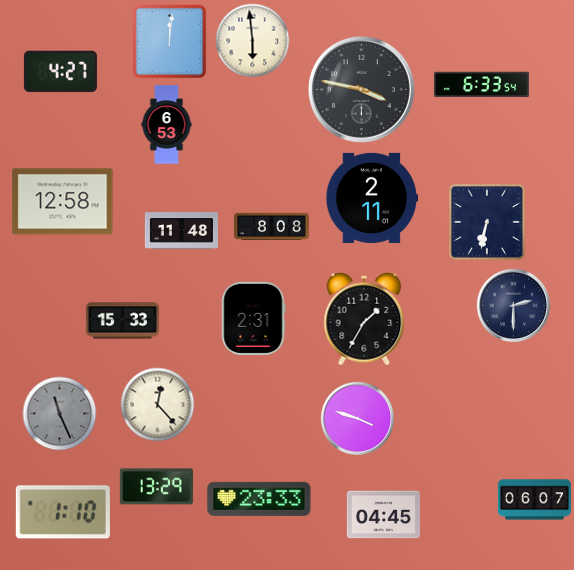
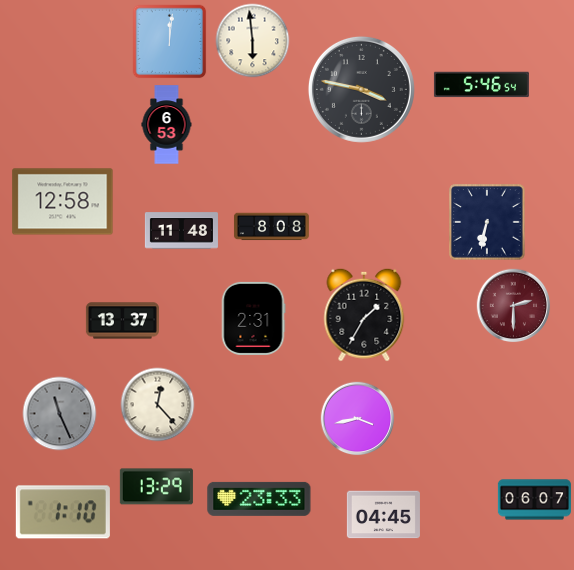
clock at (60, 72): 4:27 -> none
clock at (481, 85): 6:33 -> 5:46
clock at (372, 198): 2:11 -> none
clock at (514, 306) dial: navy -> burgundy
clock at (364, 319) position: (364, 319) -> (364, 315)
clock at (122, 321): 15:33 -> 13:37
clock at (358, 419): 3:48 -> 3:43
